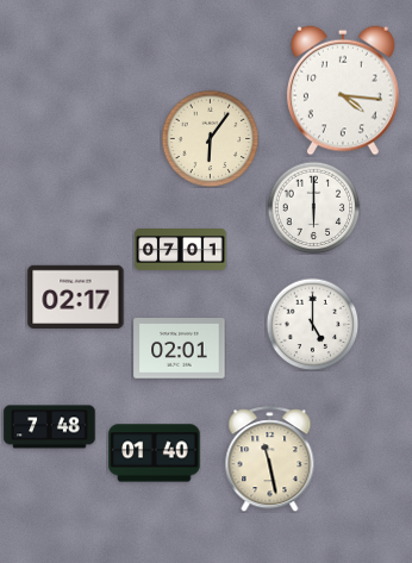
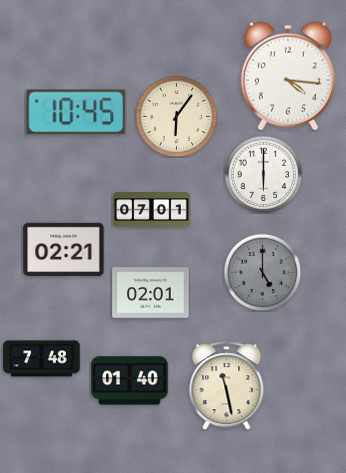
clock at (76, 112): none -> 10:45
clock at (76, 296): 02:17 -> 02:21
clock at (312, 324) dial: white -> grey
